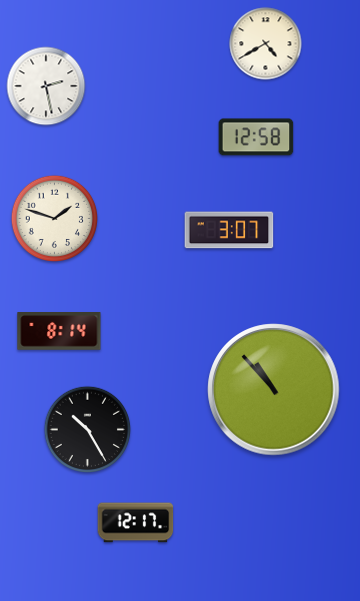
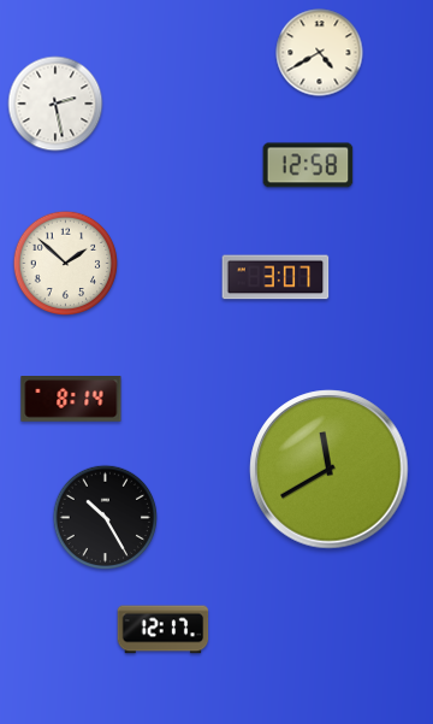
clock at (55, 219): 1:48 -> 1:52
clock at (274, 390): 10:53 -> 11:40
